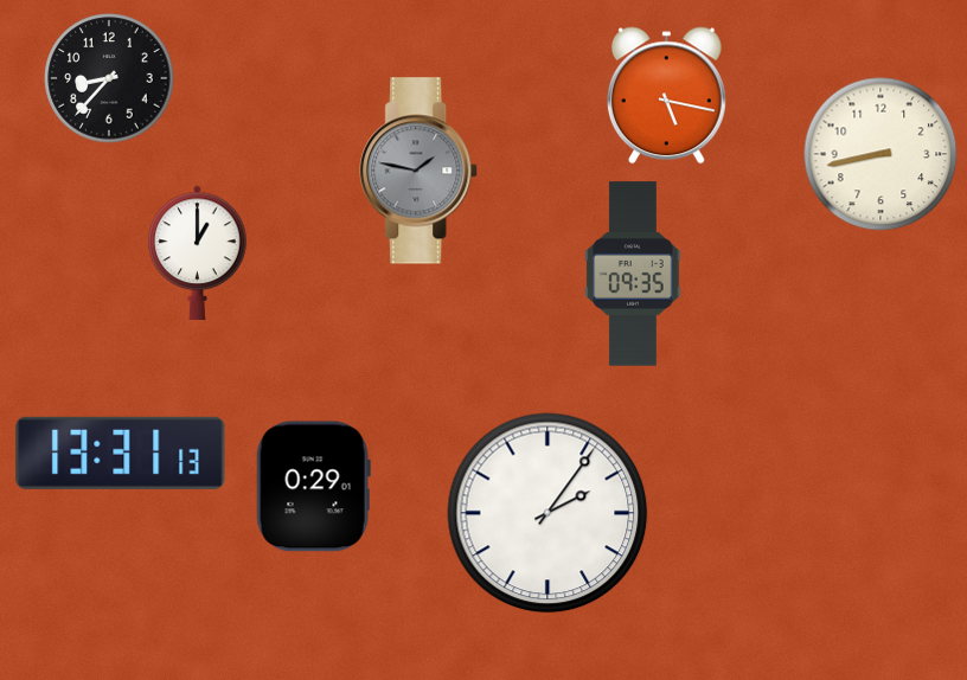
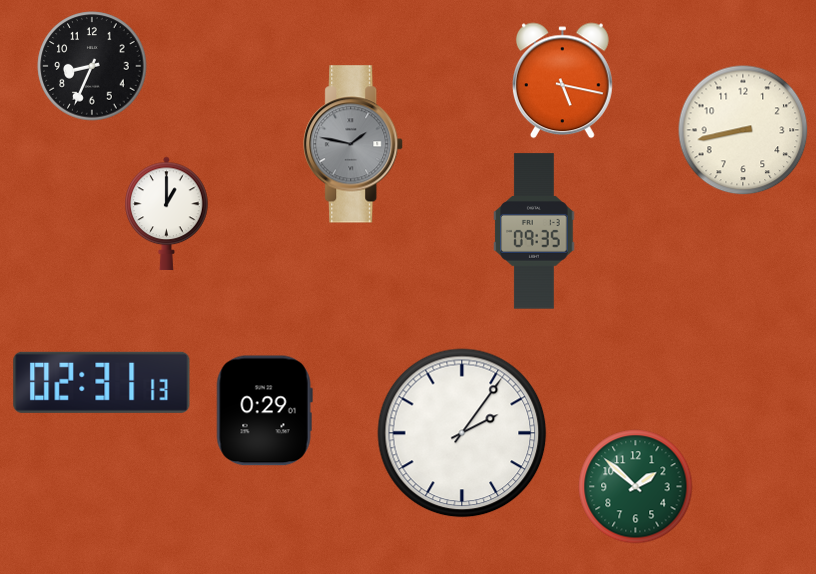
clock at (109, 78): 8:37 -> 8:34
clock at (121, 453): 13:31 -> 02:31
clock at (636, 487): none -> 1:52
